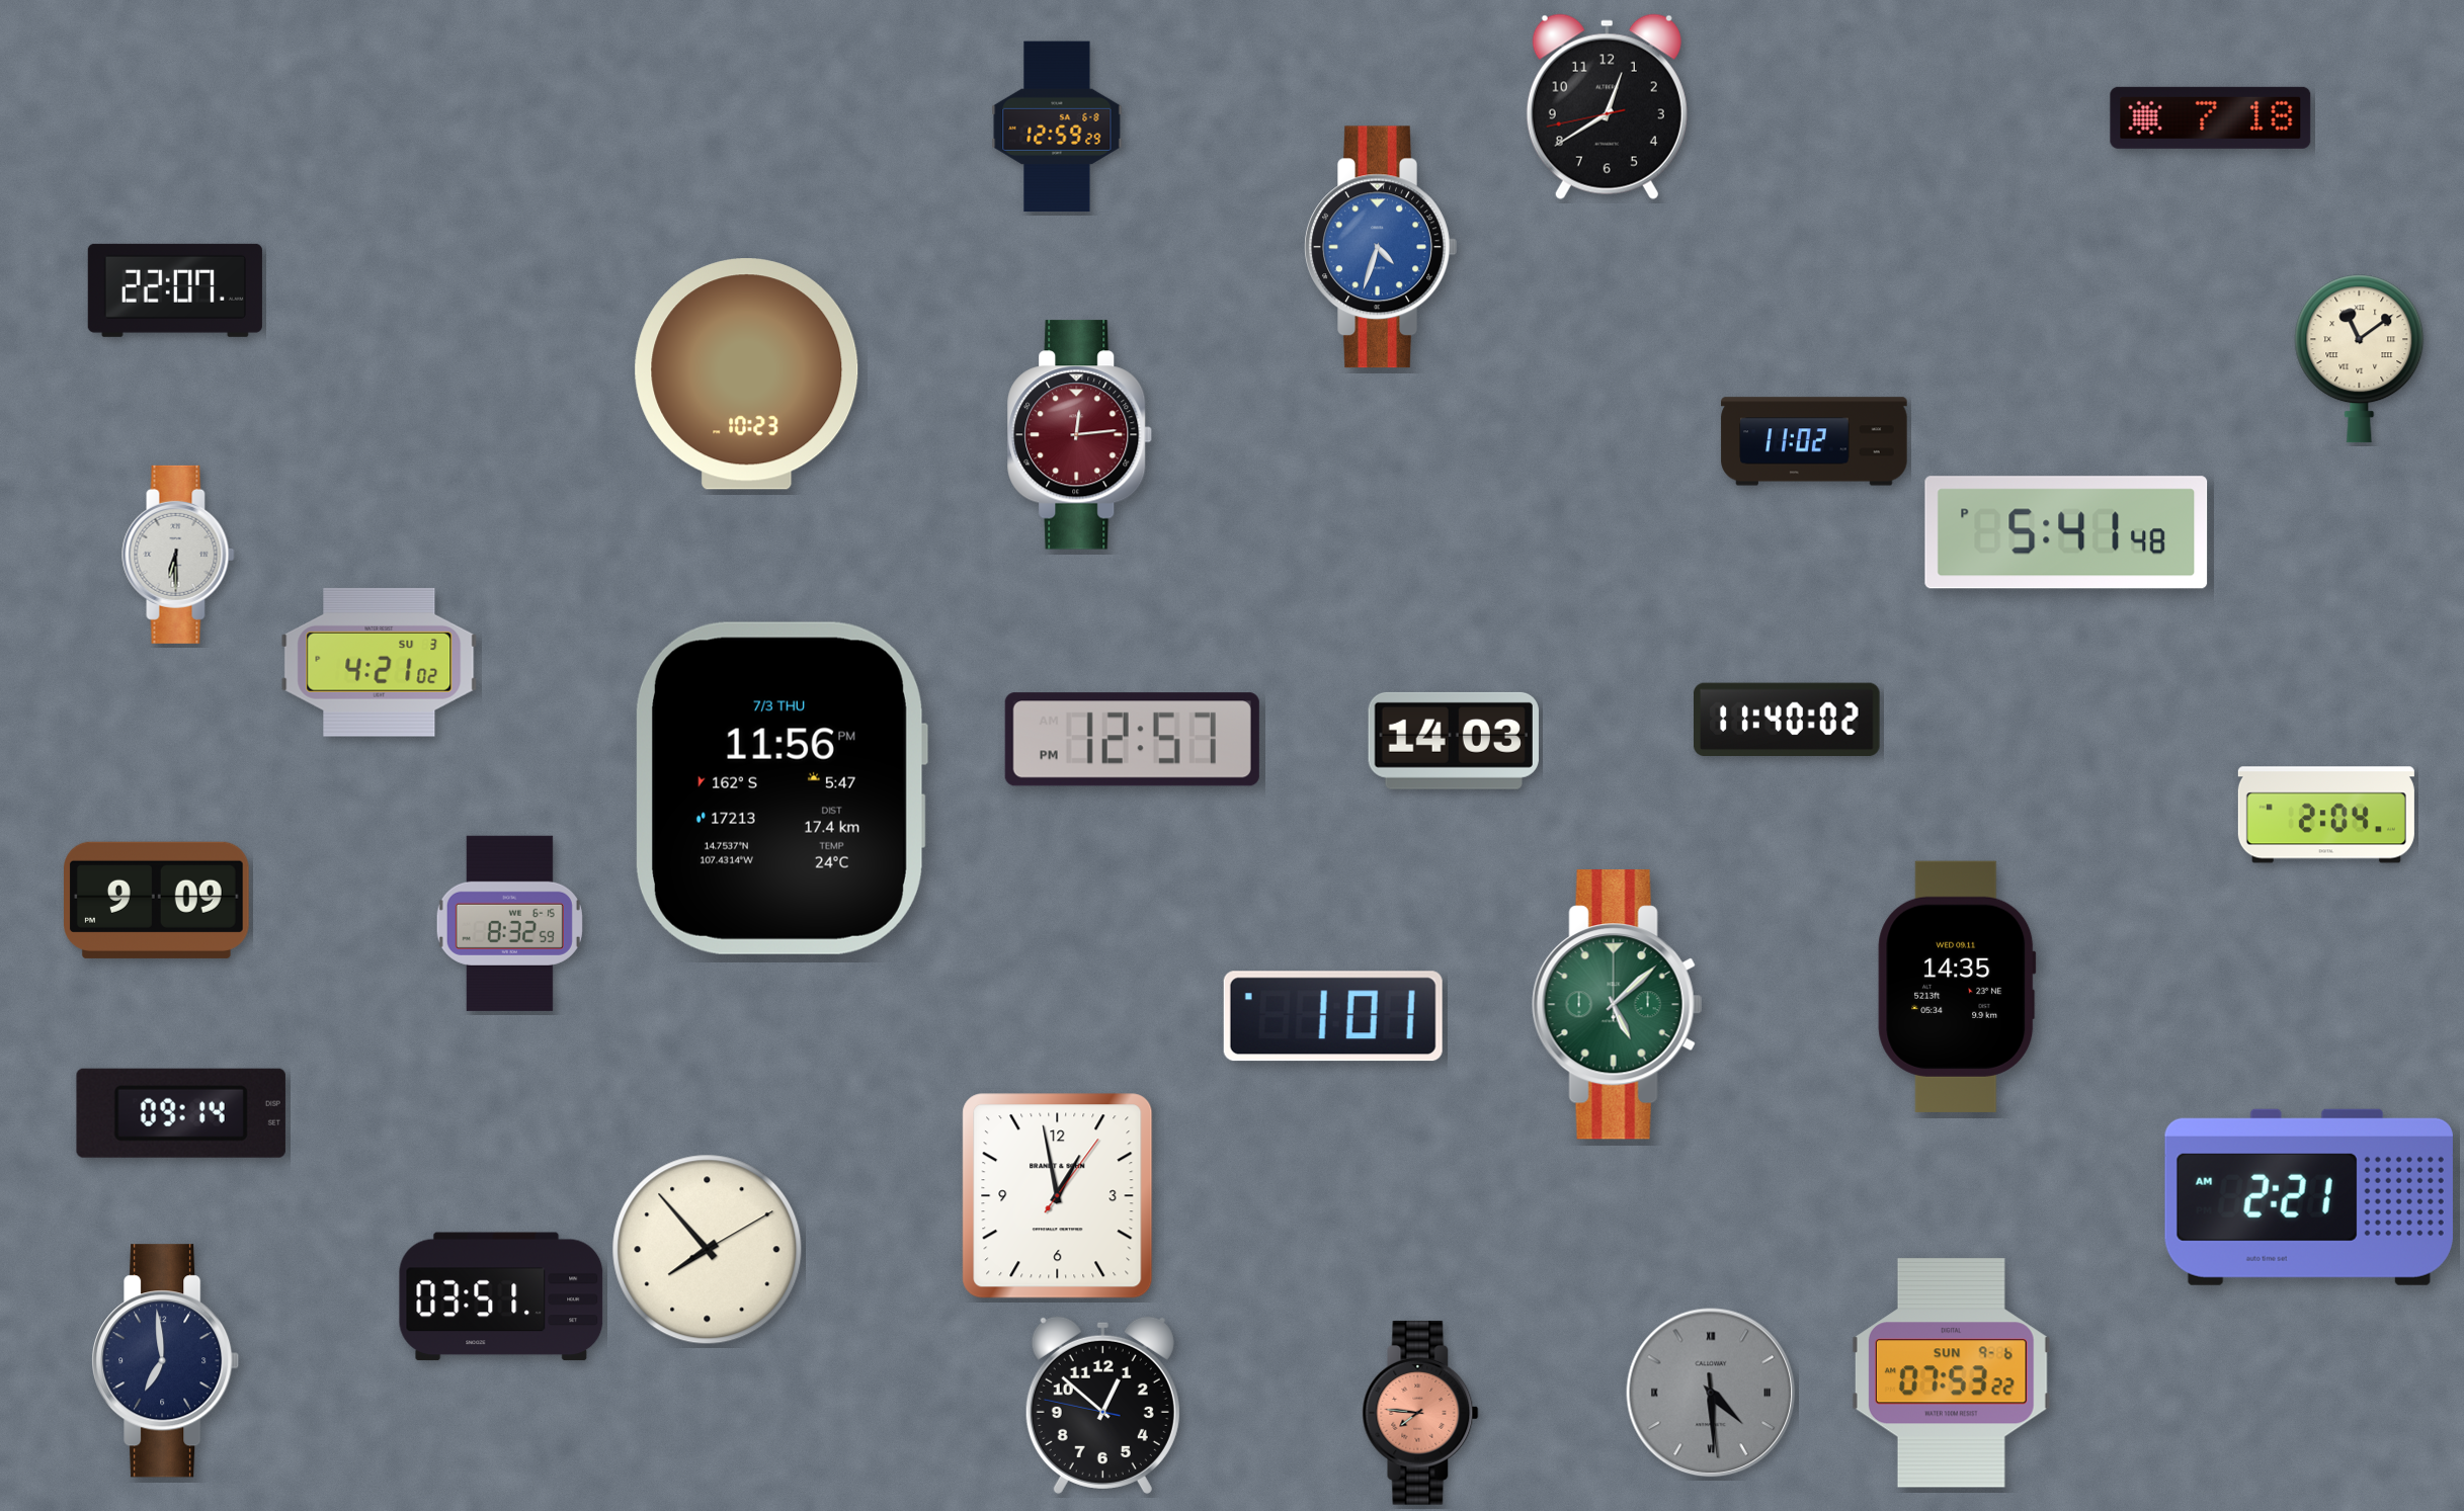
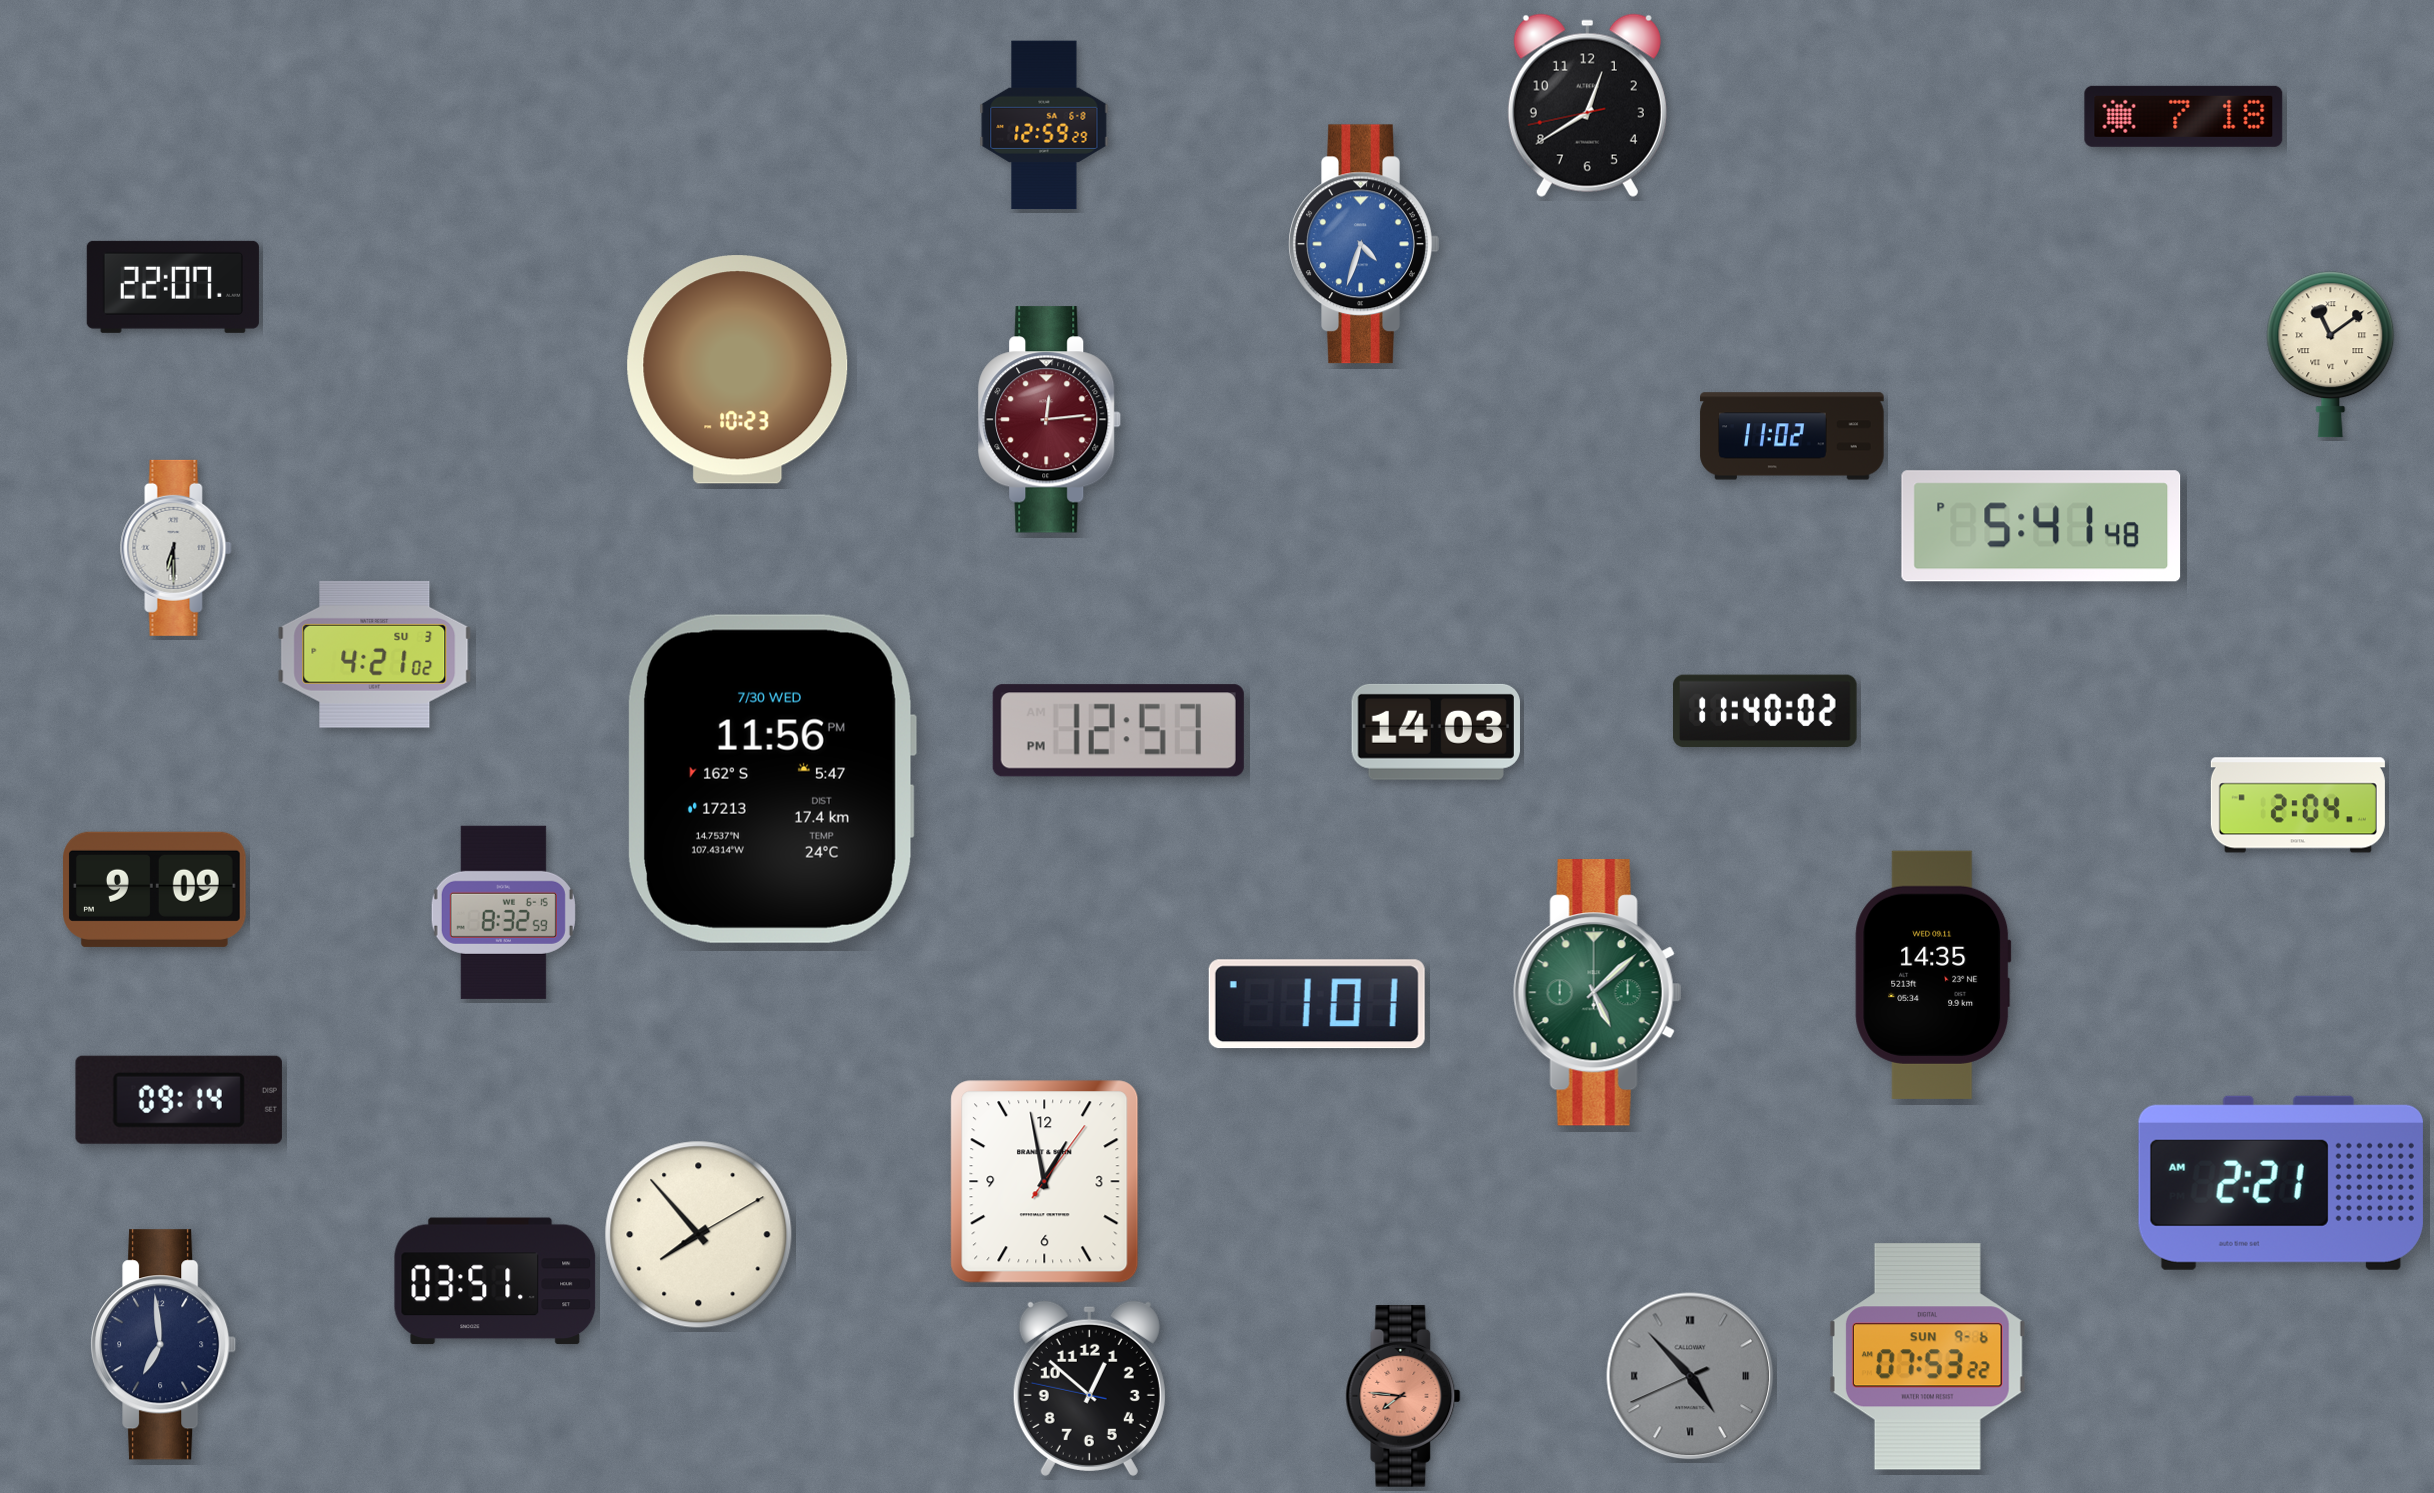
clock at (1080, 435) position: (1080, 435) -> (1050, 420)
clock at (782, 788) date: 7/3 THU -> 7/30 WED
clock at (1711, 1393): 4:29 -> 4:52
